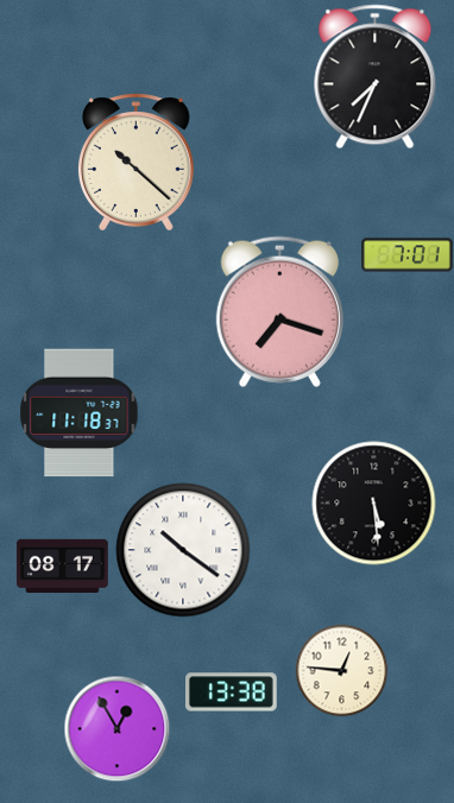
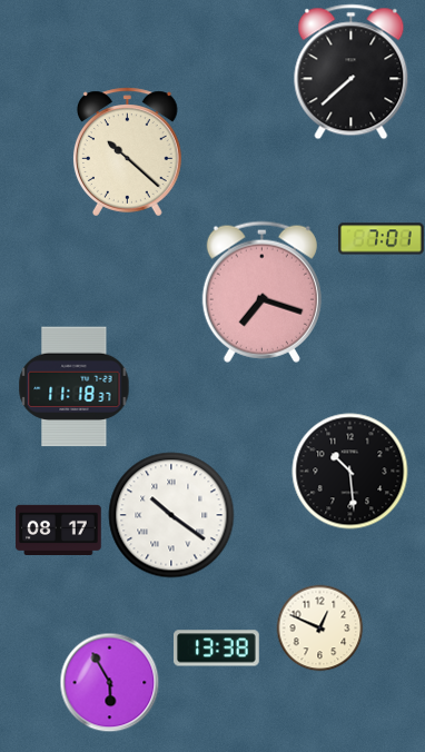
clock at (376, 77): 7:34 -> 7:38
clock at (374, 504): 5:29 -> 10:29
clock at (341, 670): 12:46 -> 12:49
clock at (116, 728): 12:55 -> 5:55
